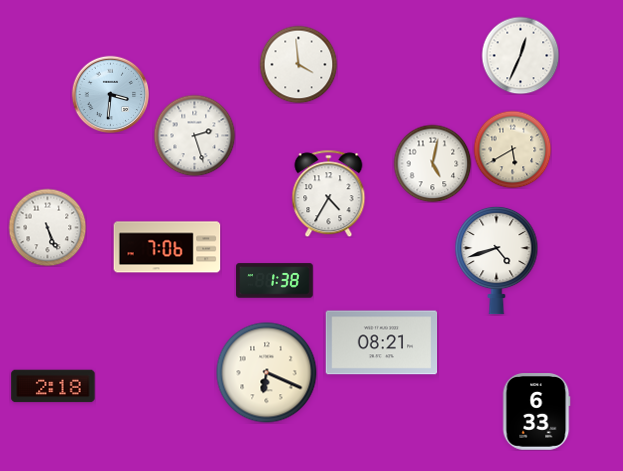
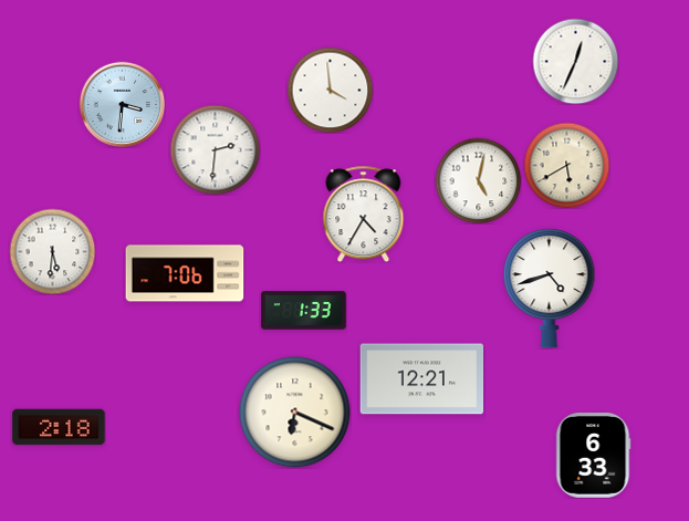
clock at (298, 64) position: (298, 64) -> (330, 90)
clock at (194, 135): 2:27 -> 2:31
clock at (47, 227): 5:26 -> 5:31
clock at (275, 281): 1:38 -> 1:33
clock at (382, 343): 08:21 -> 12:21
